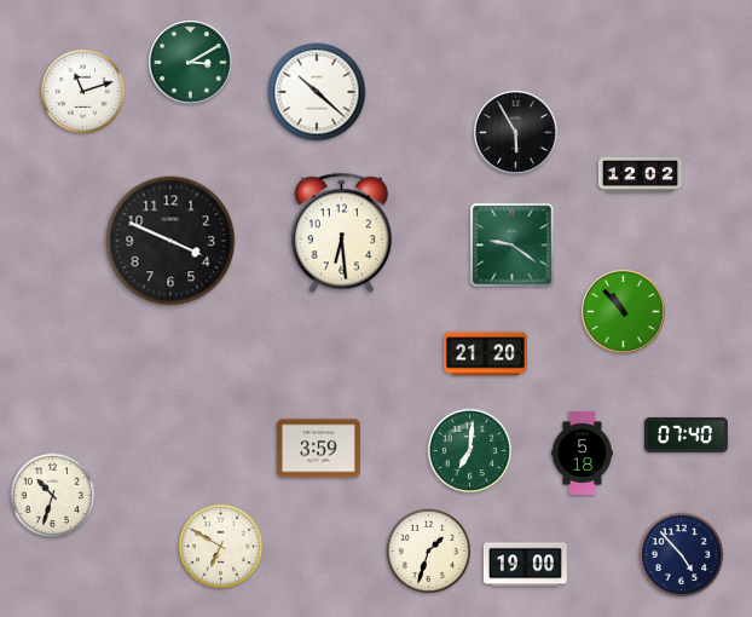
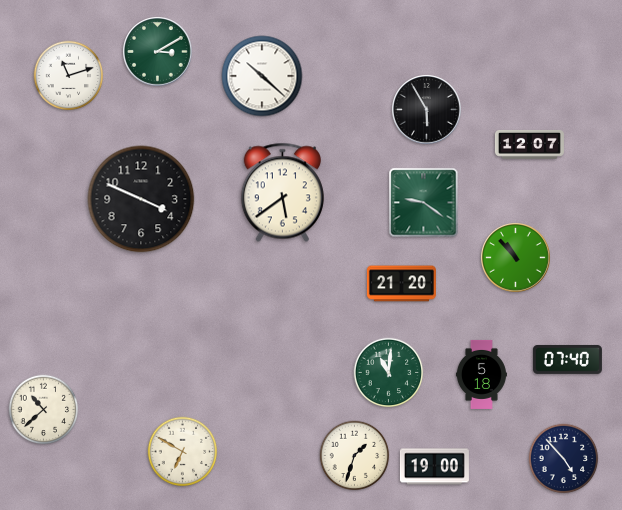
clock at (640, 174): 12:02 -> 12:07
clock at (341, 233): 6:29 -> 5:39
clock at (485, 354) position: (485, 354) -> (401, 284)
clock at (318, 449): 3:59 -> none
clock at (470, 451): 7:01 -> 11:01
clock at (53, 496): 10:33 -> 10:38
